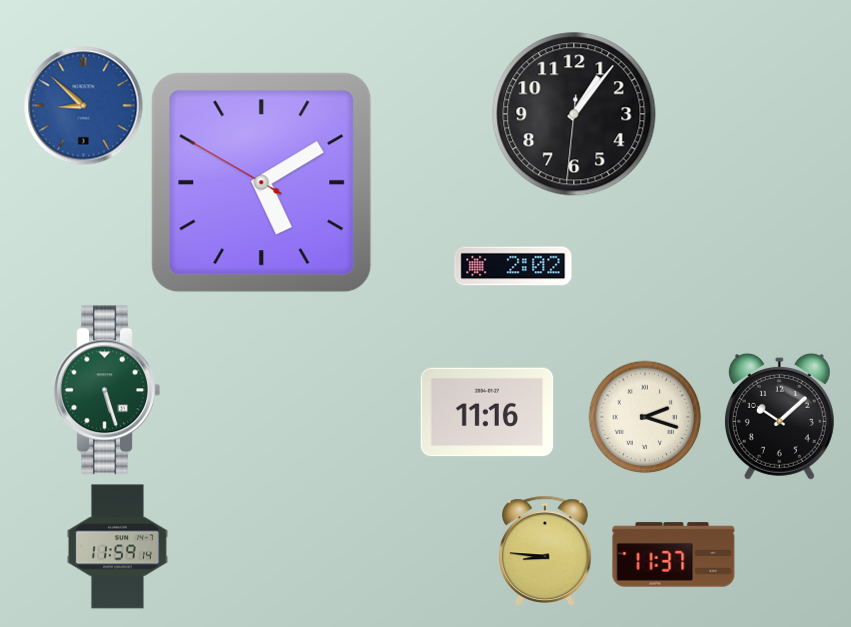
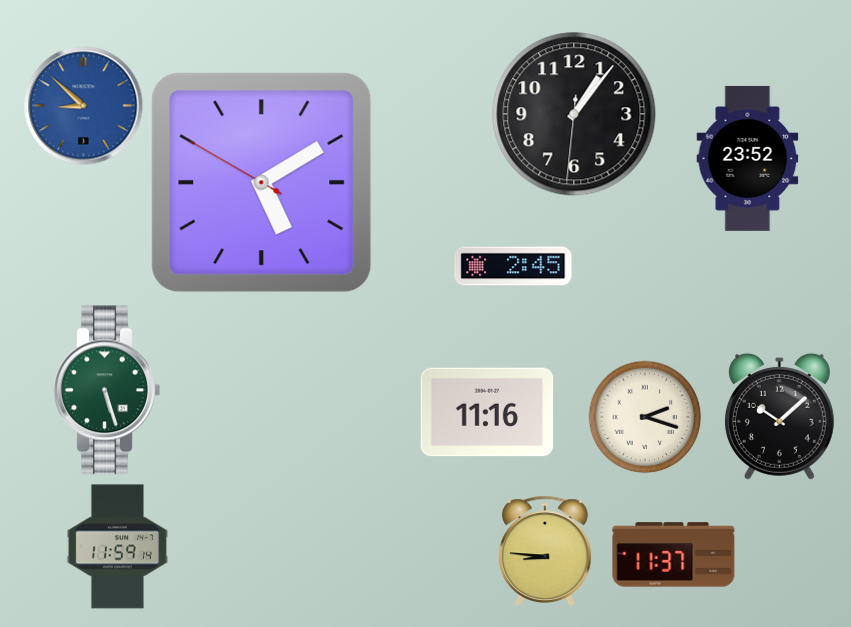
clock at (748, 158): none -> 23:52
clock at (513, 266): 2:02 -> 2:45
